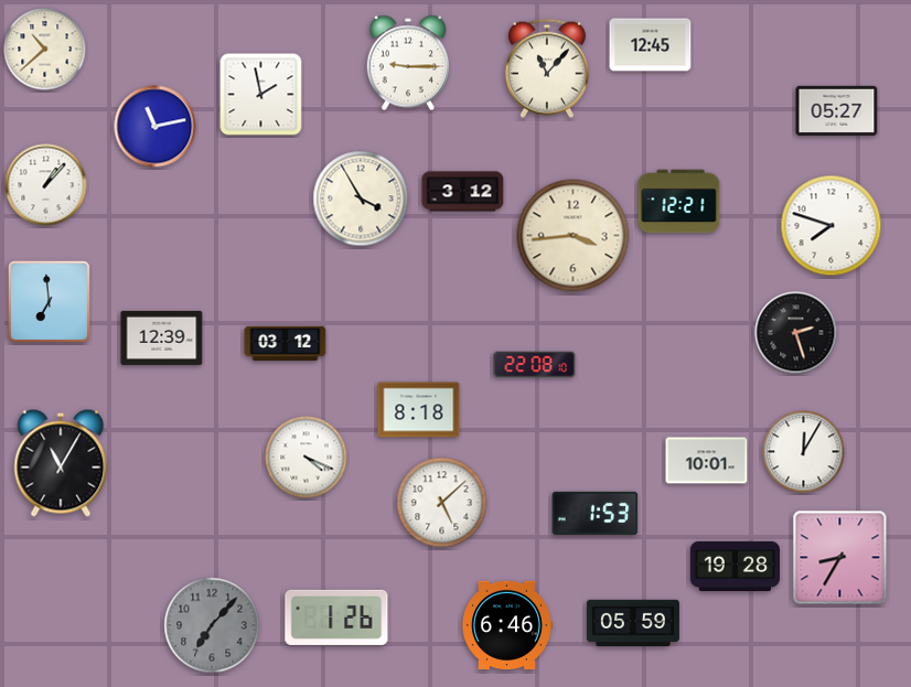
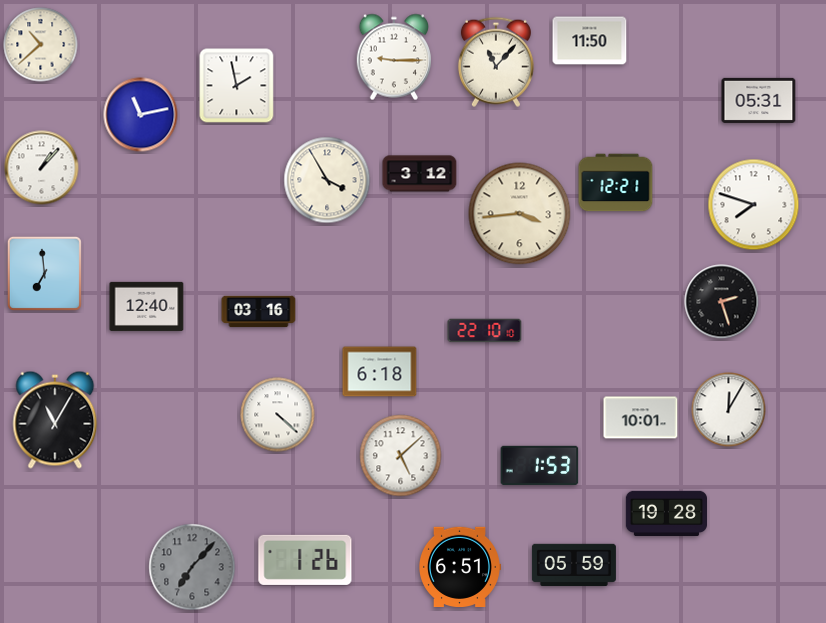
clock at (651, 45): 12:45 -> 11:50
clock at (407, 63) position: (407, 63) -> (393, 57)
clock at (837, 110): 05:27 -> 05:31
clock at (162, 337): 12:39 -> 12:40
clock at (286, 344): 03:12 -> 03:16
clock at (535, 365): 22:08 -> 22:10
clock at (419, 410): 8:18 -> 6:18
clock at (307, 458): 4:19 -> 4:22
clock at (840, 558): 8:35 -> none
clock at (507, 624): 6:46 -> 6:51
